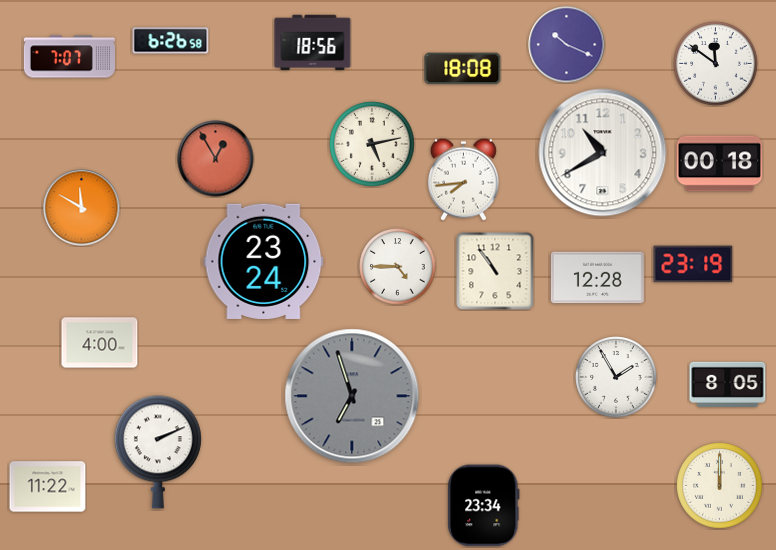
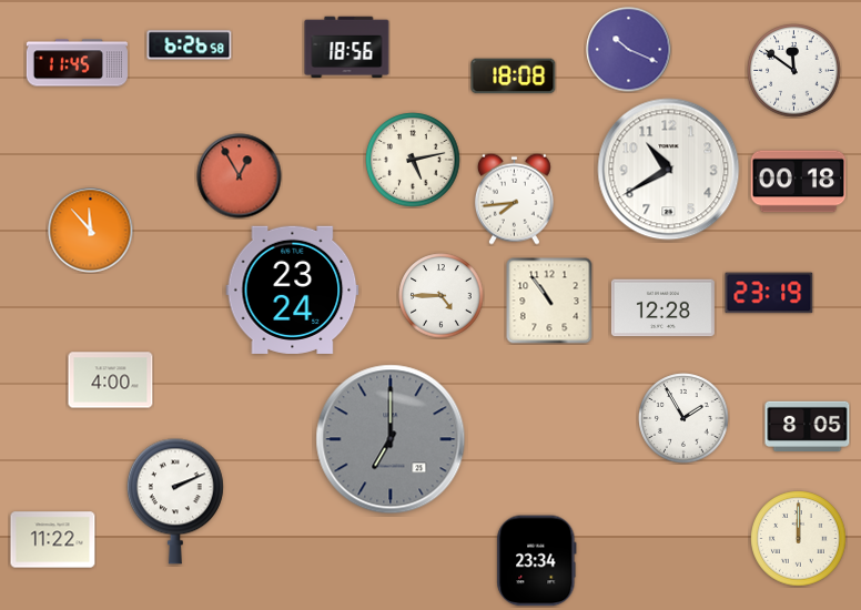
clock at (69, 57): 7:07 -> 11:45
clock at (82, 208): 11:50 -> 11:53
clock at (352, 396): 6:57 -> 7:00
